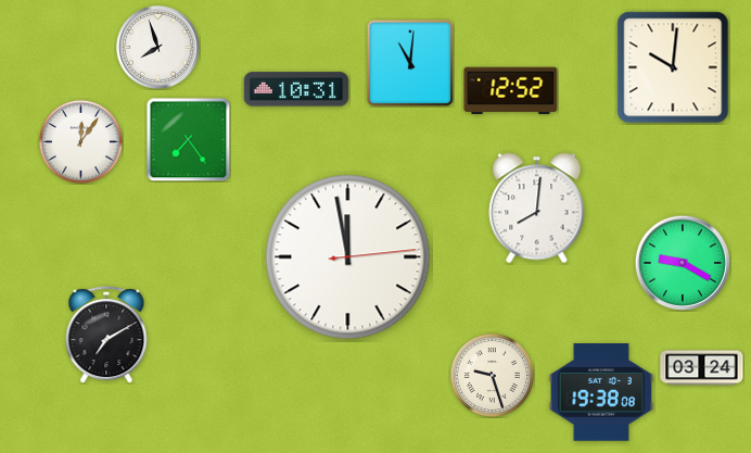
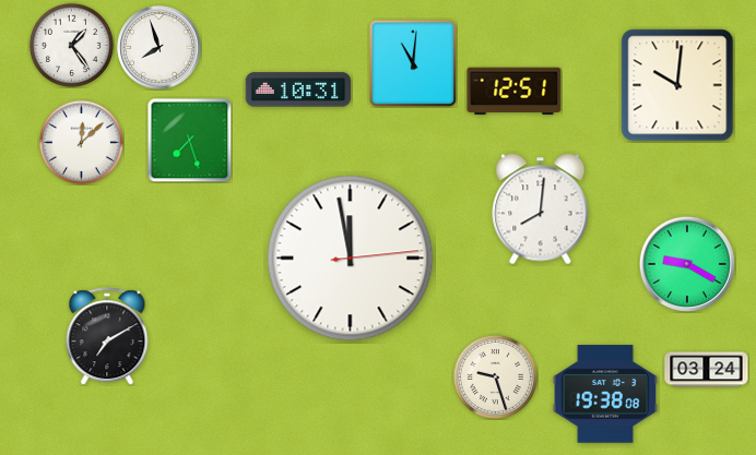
clock at (71, 45): none -> 1:24
clock at (673, 67) position: (673, 67) -> (677, 85)
clock at (511, 91): 12:52 -> 12:51
clock at (188, 139): 7:24 -> 7:27
clock at (80, 141): 12:06 -> 12:08
